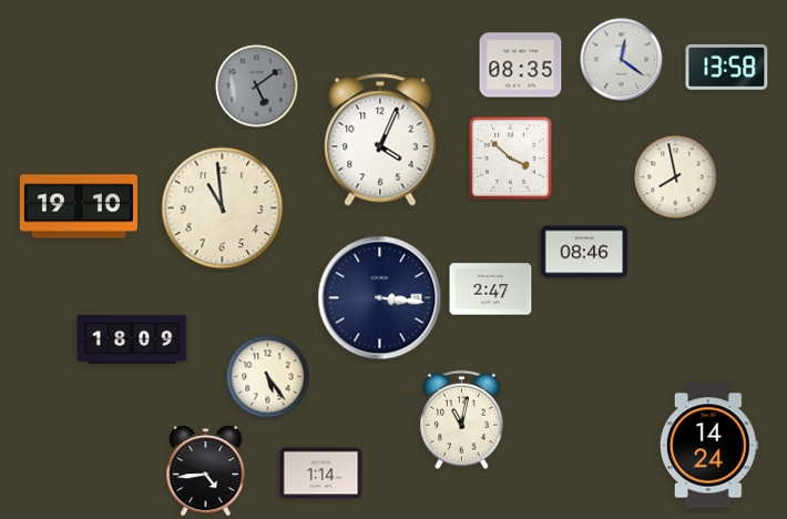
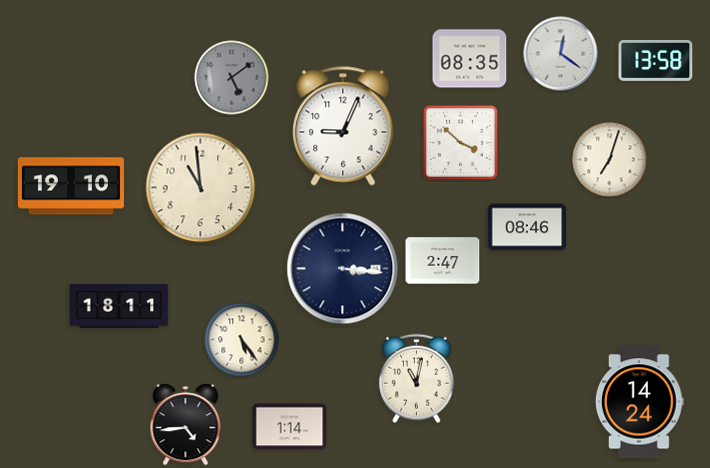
clock at (380, 140): 4:04 -> 9:04
clock at (676, 177): 7:58 -> 7:03
clock at (132, 339): 18:09 -> 18:11
